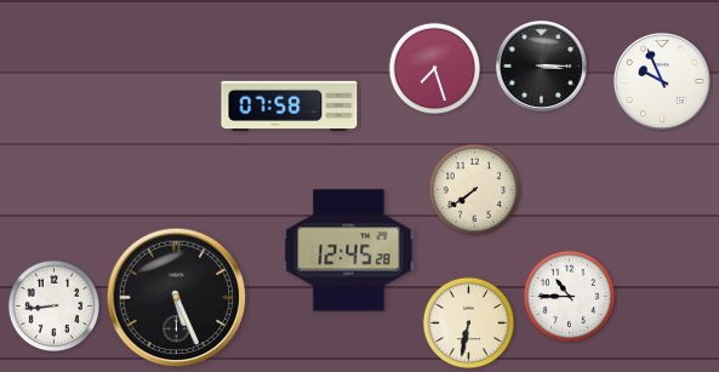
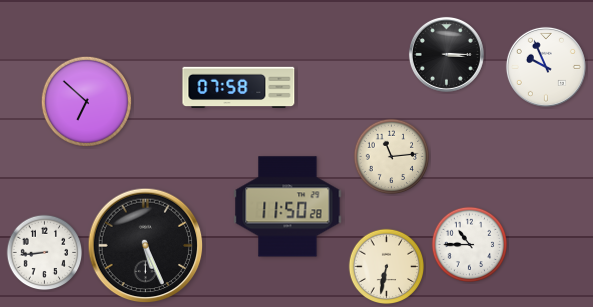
clock at (435, 69): 7:27 -> none
clock at (86, 101): none -> 6:52
clock at (475, 190): 7:39 -> 11:14
clock at (349, 251): 12:45 -> 11:50
